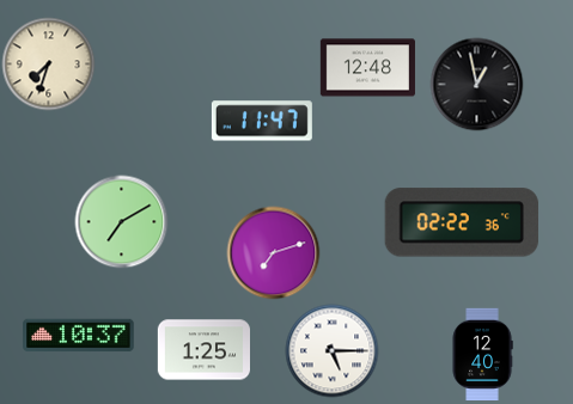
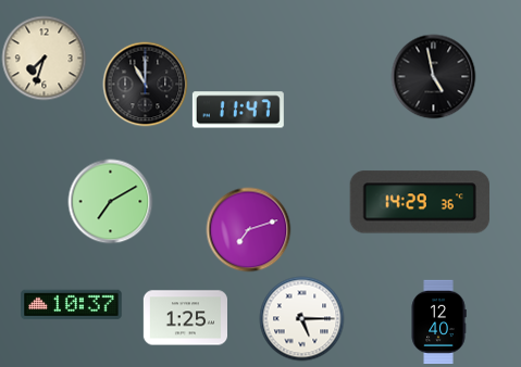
clock at (367, 68): 12:48 -> none
clock at (476, 84): 12:58 -> 4:58
clock at (145, 84): none -> 11:00
clock at (462, 222): 02:22 -> 14:29
